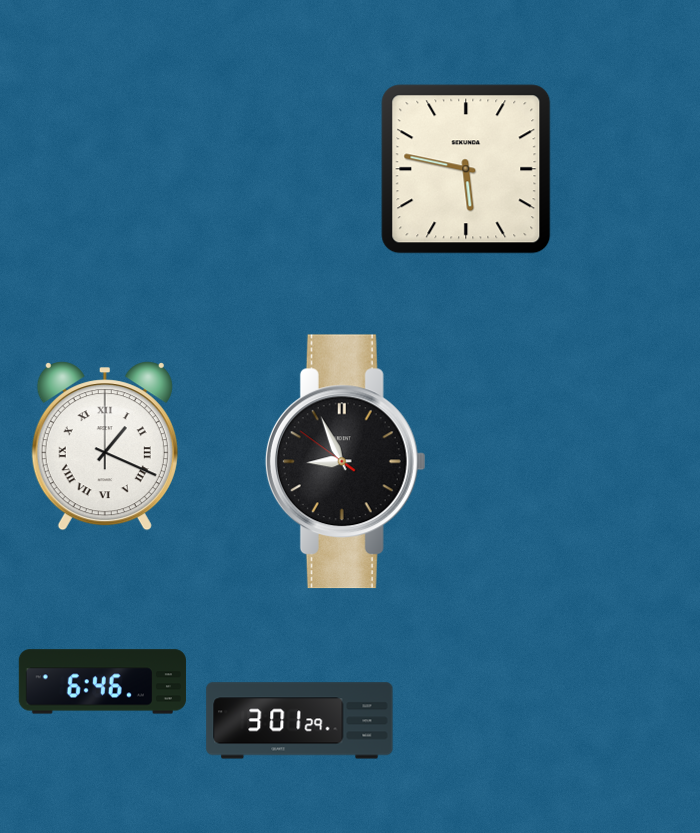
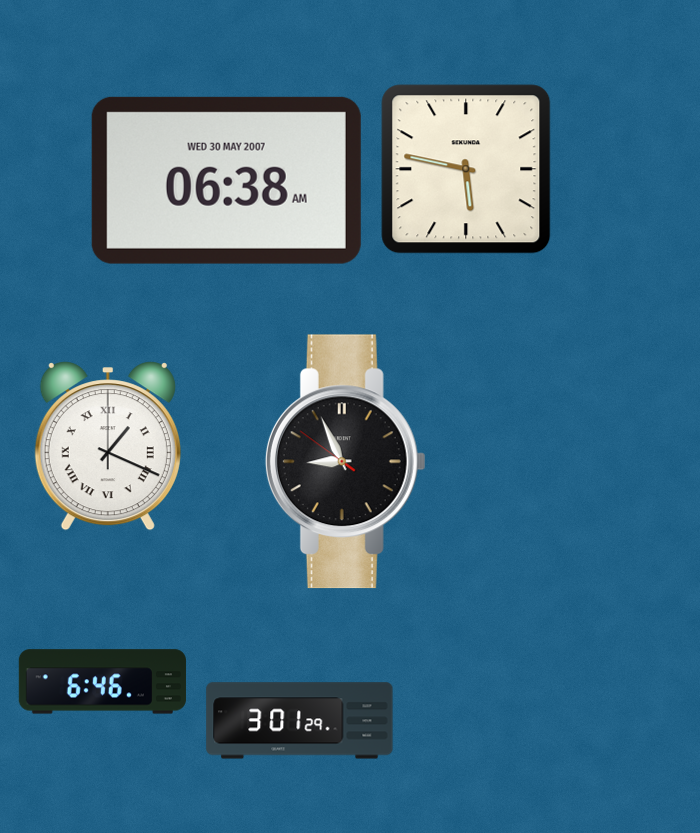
clock at (226, 180): none -> 06:38
clock at (105, 446) position: (105, 446) -> (108, 446)
